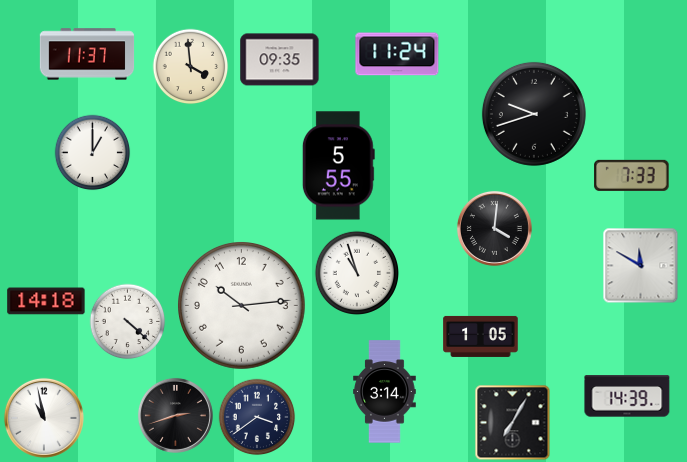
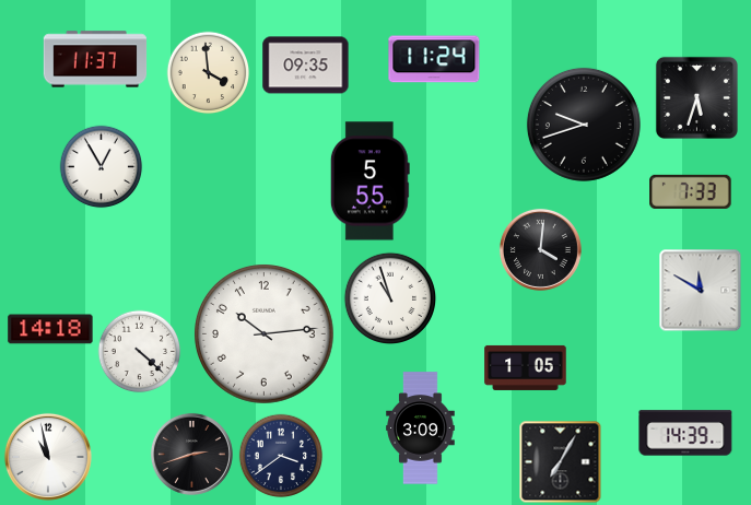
clock at (696, 97): none -> 5:33
clock at (93, 153): 1:00 -> 12:55
clock at (385, 392): 3:14 -> 3:09
